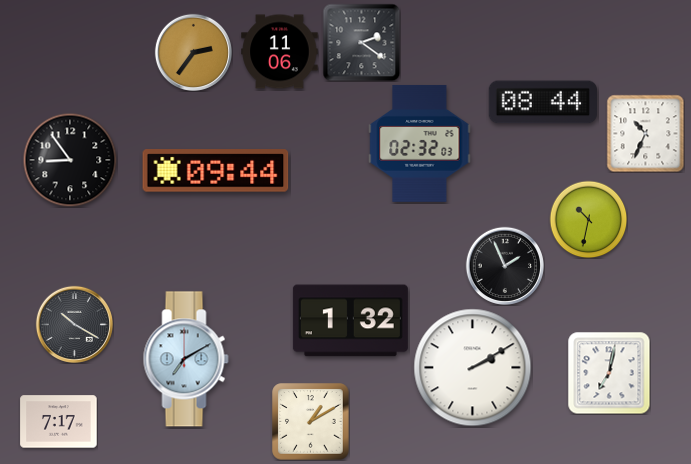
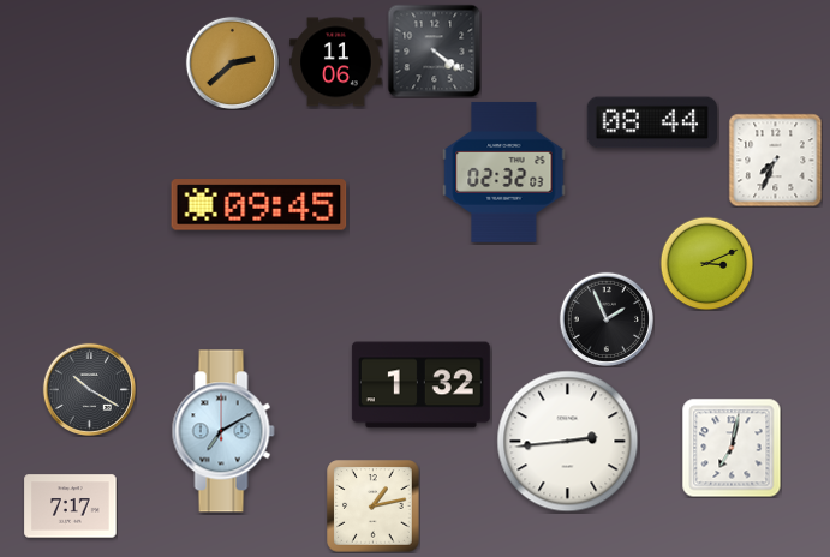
clock at (361, 42): 2:21 -> 4:21
clock at (193, 52): 2:36 -> 2:38
clock at (645, 133): 10:34 -> 7:34
clock at (70, 160): 8:54 -> none
clock at (216, 171): 09:44 -> 09:45
clock at (588, 219): 10:32 -> 3:11
clock at (473, 368): 2:10 -> 2:44
clock at (311, 422): 1:10 -> 1:13
